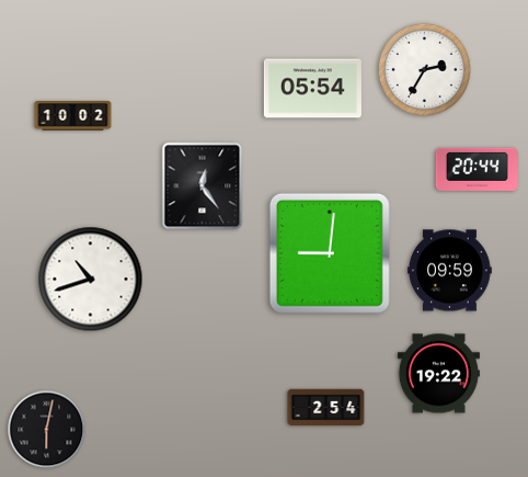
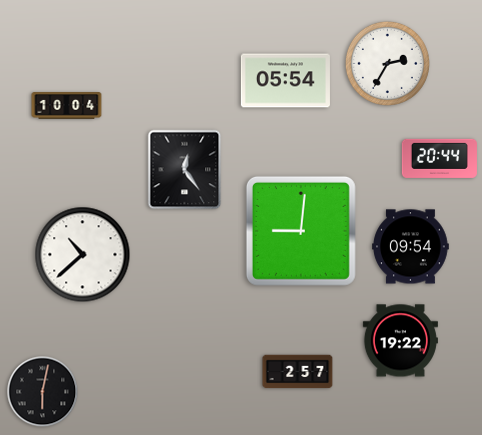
clock at (73, 116): 10:02 -> 10:04
clock at (477, 169) position: (477, 169) -> (439, 158)
clock at (450, 271): 09:59 -> 09:54
clock at (91, 280): 10:42 -> 10:38
clock at (326, 408): 2:54 -> 2:57
